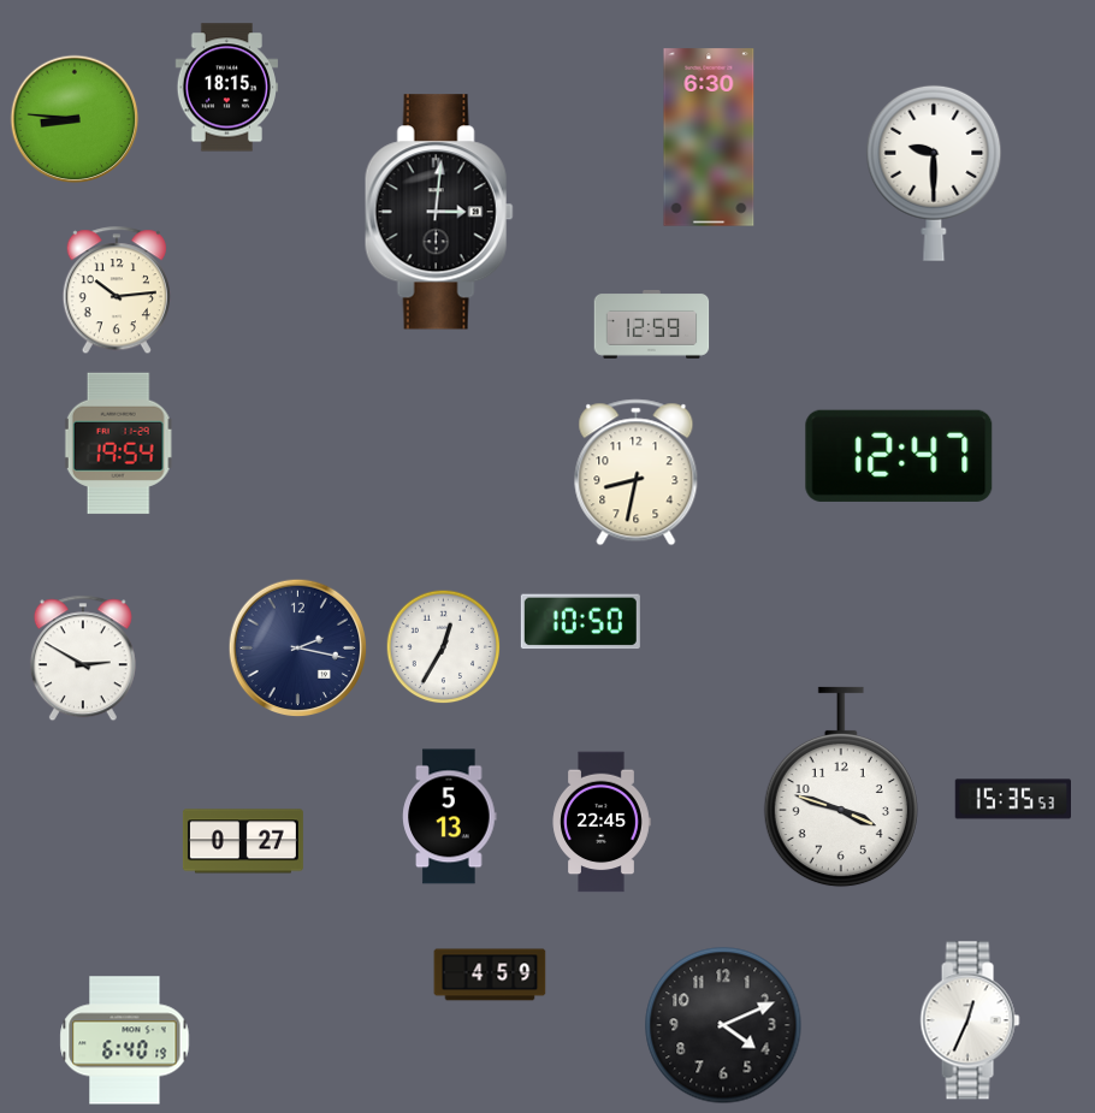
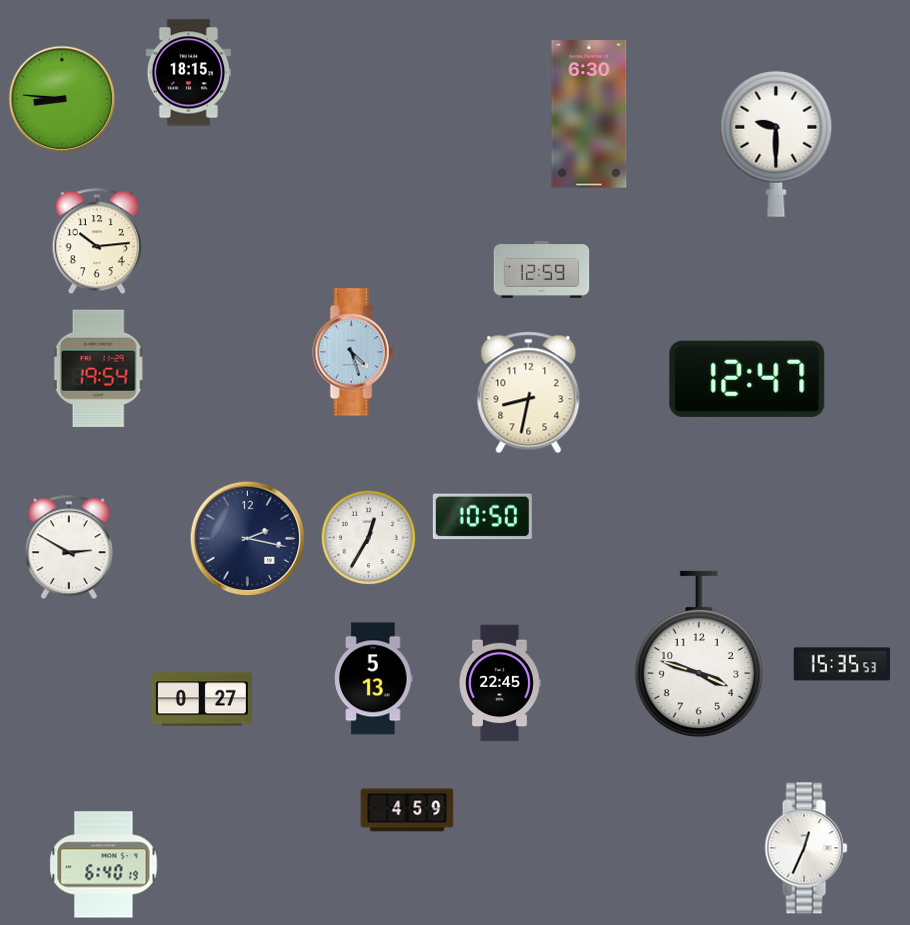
clock at (439, 212): 3:01 -> none
clock at (353, 352): none -> 4:27
clock at (723, 1025): 4:11 -> none
